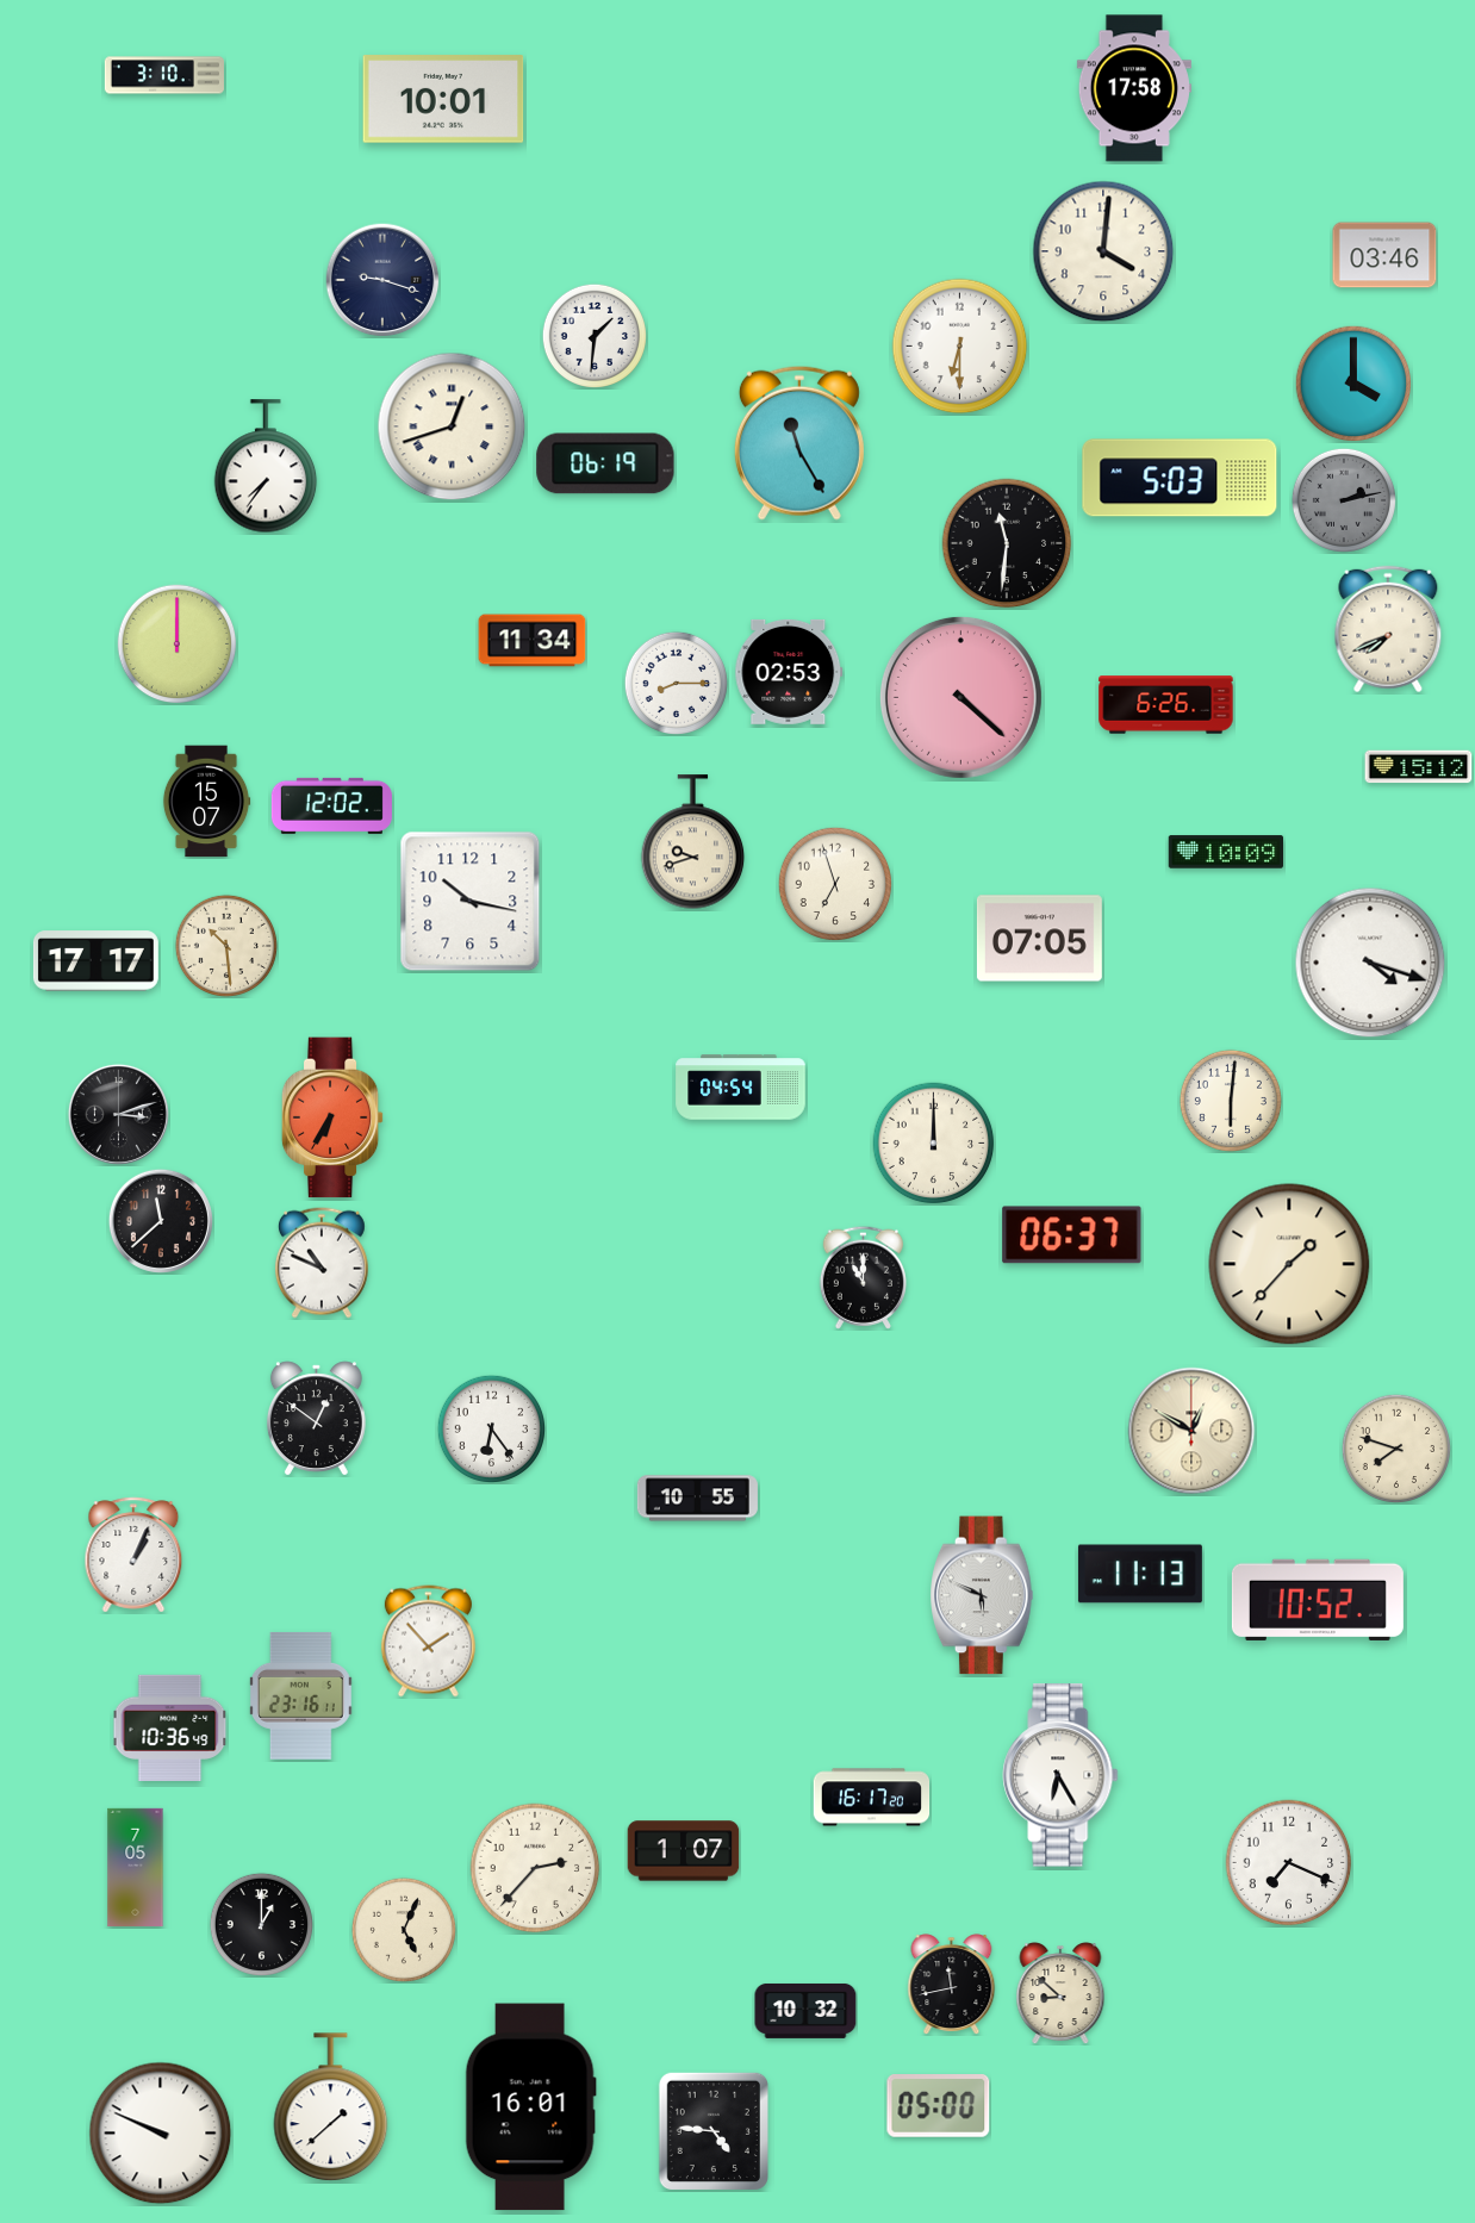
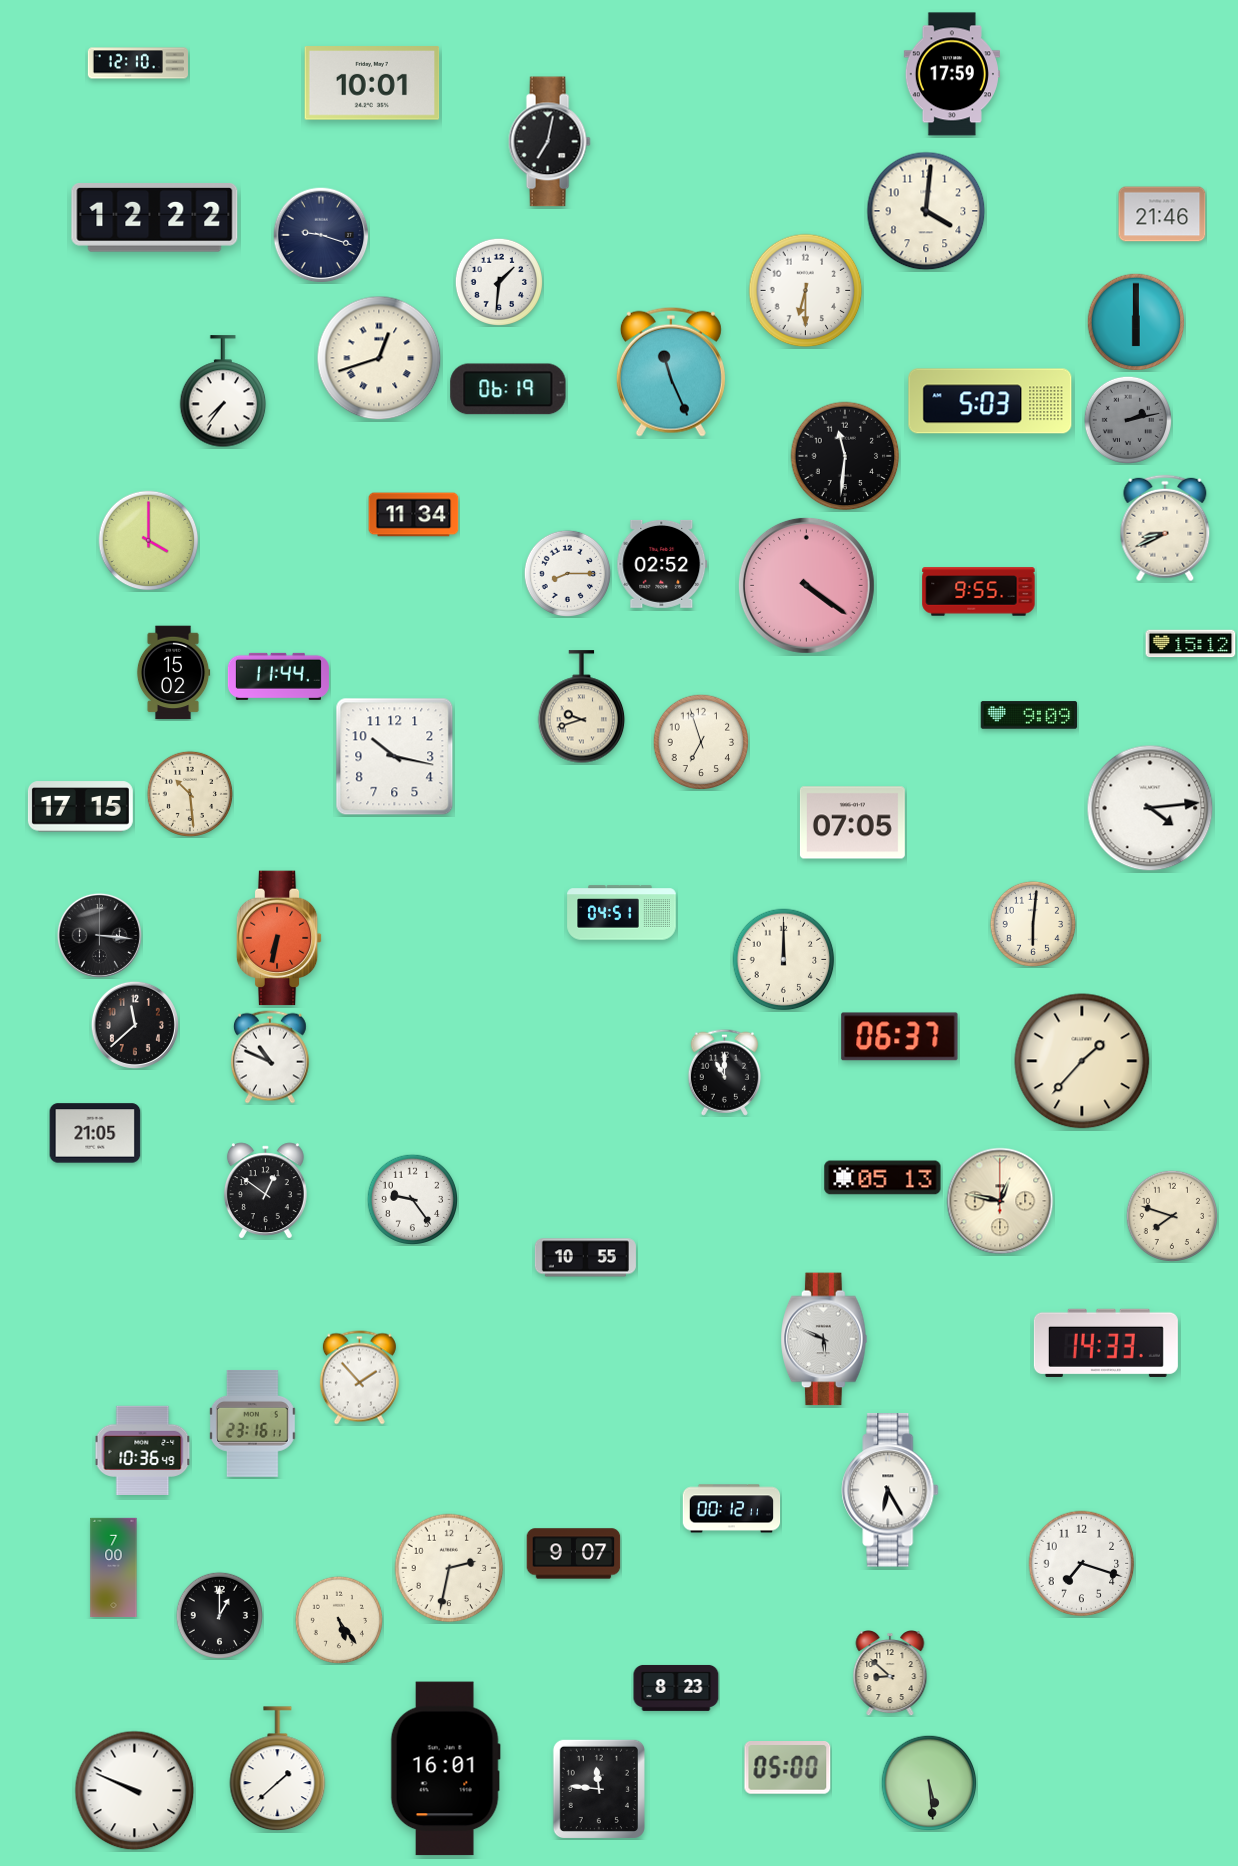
clock at (164, 75): 3:10 -> 12:10
clock at (1134, 88): 17:58 -> 17:59
clock at (549, 142): none -> 7:02
clock at (1384, 255): 03:46 -> 21:46
clock at (155, 218): none -> 12:22
clock at (1353, 384): 4:00 -> 6:00
clock at (799, 443): 11:25 -> 11:26
clock at (1388, 629): 7:41 -> 8:41
clock at (533, 641) position: (533, 641) -> (414, 515)
clock at (178, 645): 12:00 -> 4:00
clock at (789, 672): 02:53 -> 02:52
clock at (960, 697): 4:22 -> 4:21
clock at (1166, 705): 6:26 -> 9:55
clock at (206, 802): 15:07 -> 15:02
clock at (331, 805): 12:02 -> 11:44
clock at (1226, 852): 10:09 -> 9:09
clock at (1039, 939) position: (1039, 939) -> (852, 823)
clock at (95, 961): 17:17 -> 17:15
clock at (1370, 963): 4:18 -> 4:14
clock at (741, 1088): 04:54 -> 04:51
clock at (118, 1114): 3:12 -> 3:16
clock at (332, 1117): 6:35 -> 6:32
clock at (322, 1263) position: (322, 1263) -> (270, 1057)
clock at (95, 1133): none -> 21:05
clock at (883, 1178): none -> 05:13
clock at (491, 1428): 6:24 -> 9:24
clock at (1191, 1431): 12:50 -> 12:47
clock at (133, 1555): 1:04 -> none
clock at (1140, 1574): 11:13 -> none
clock at (1318, 1600): 10:52 -> 14:33
clock at (872, 1798): 16:17 -> 00:12
clock at (684, 1851): 1:07 -> 9:07
clock at (1289, 1863): 7:19 -> 7:18
clock at (136, 1867): 7:05 -> 7:00
clock at (535, 1868): 2:37 -> 2:32
clock at (404, 1930): 5:04 -> 5:24
clock at (952, 1984): 11:43 -> none
clock at (805, 2011): 10:32 -> 8:23
clock at (929, 1783): none -> 5:29
clock at (712, 2130): 4:46 -> 11:46
